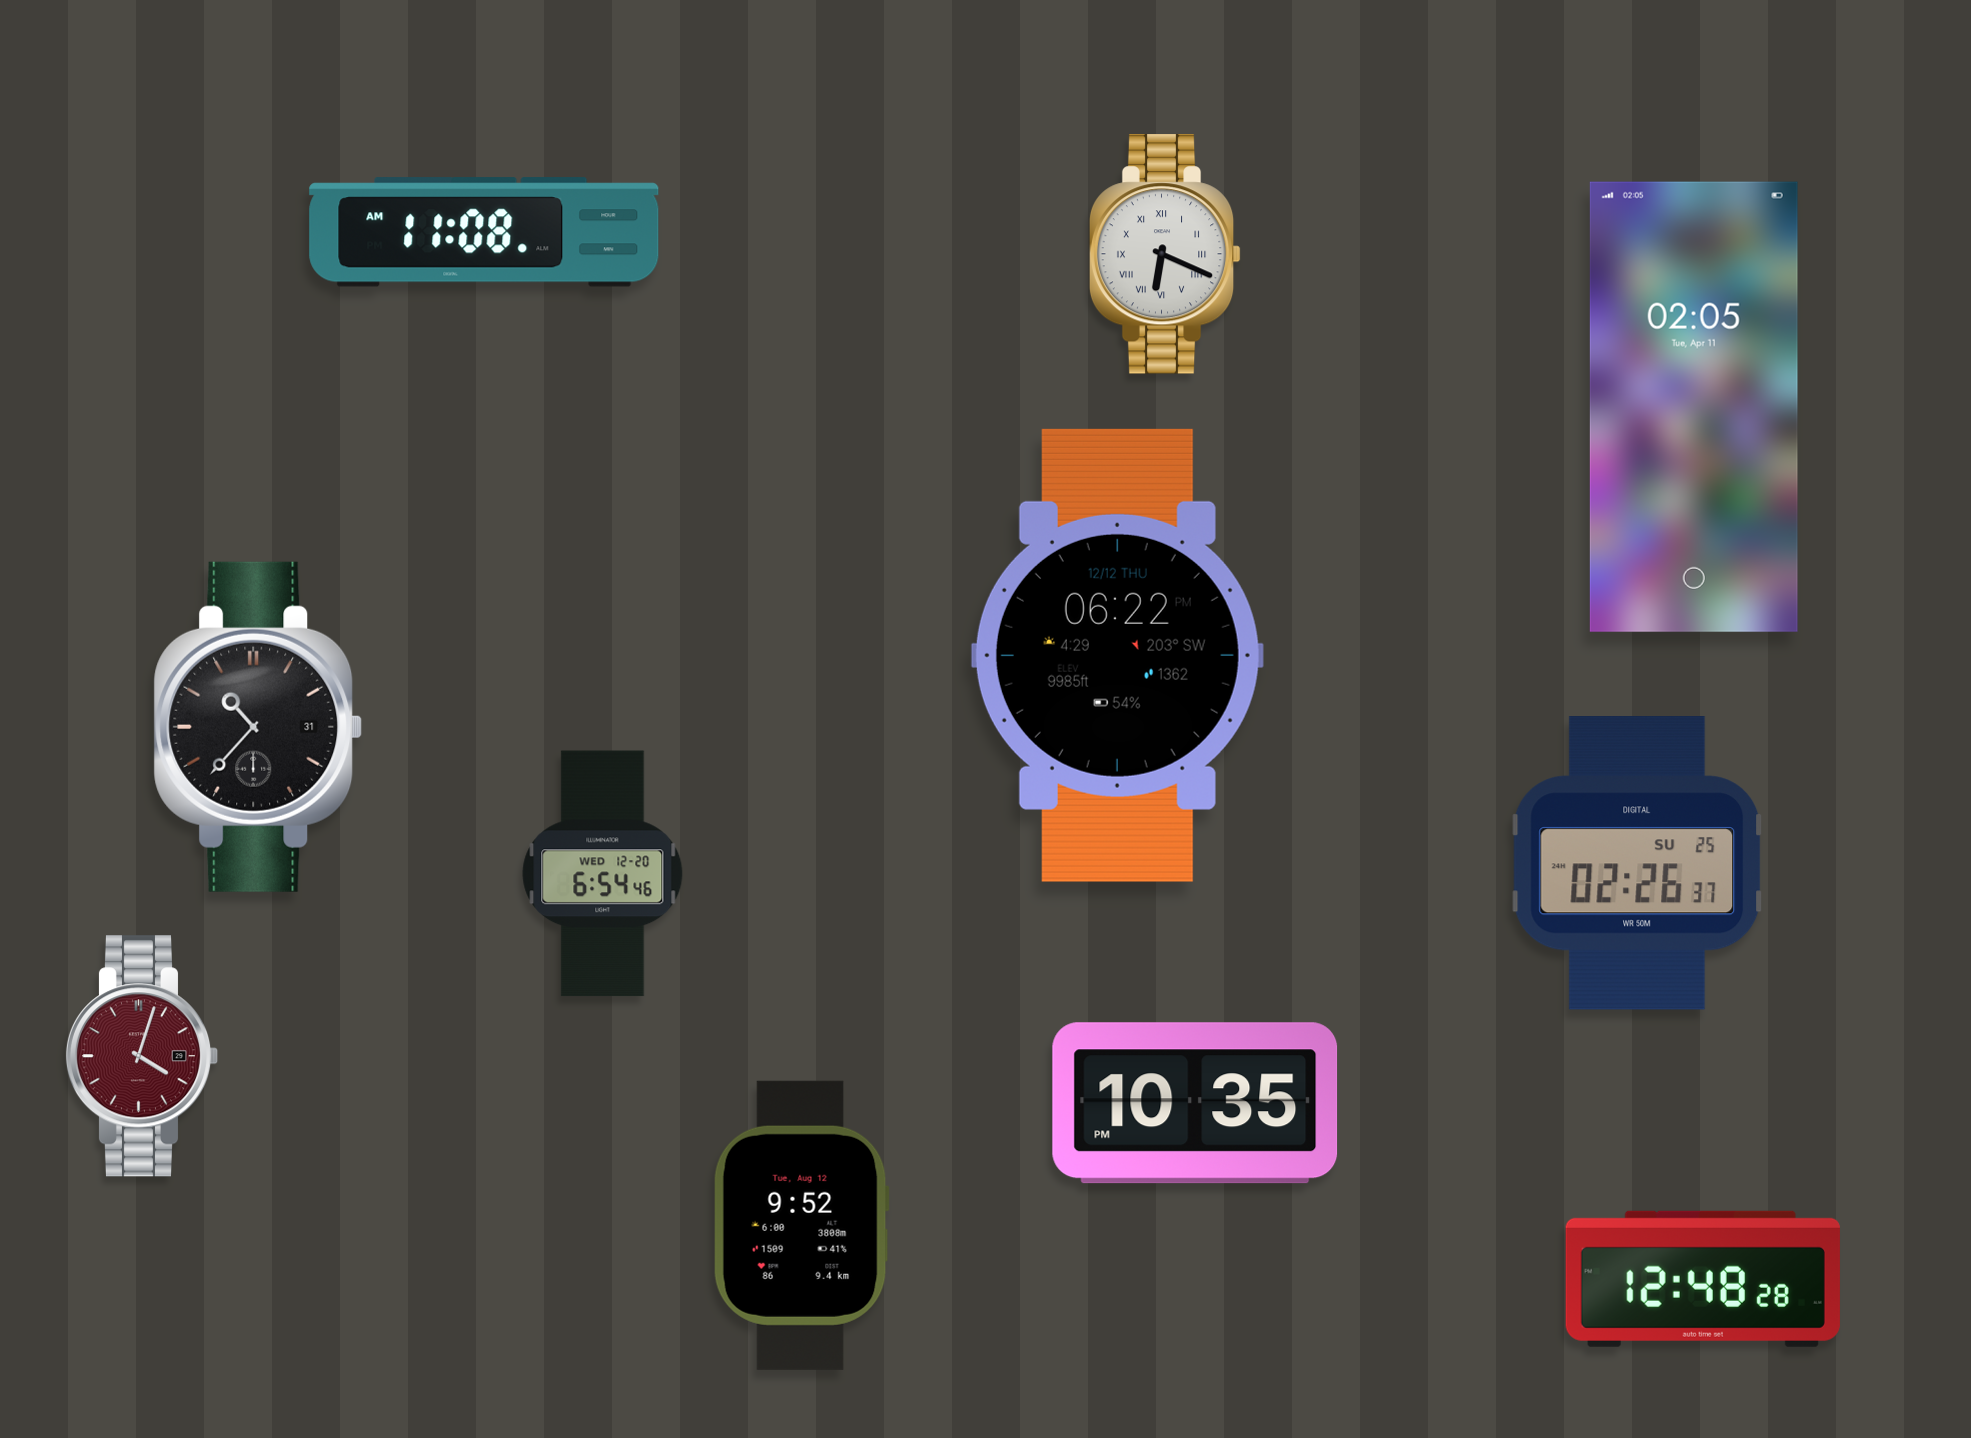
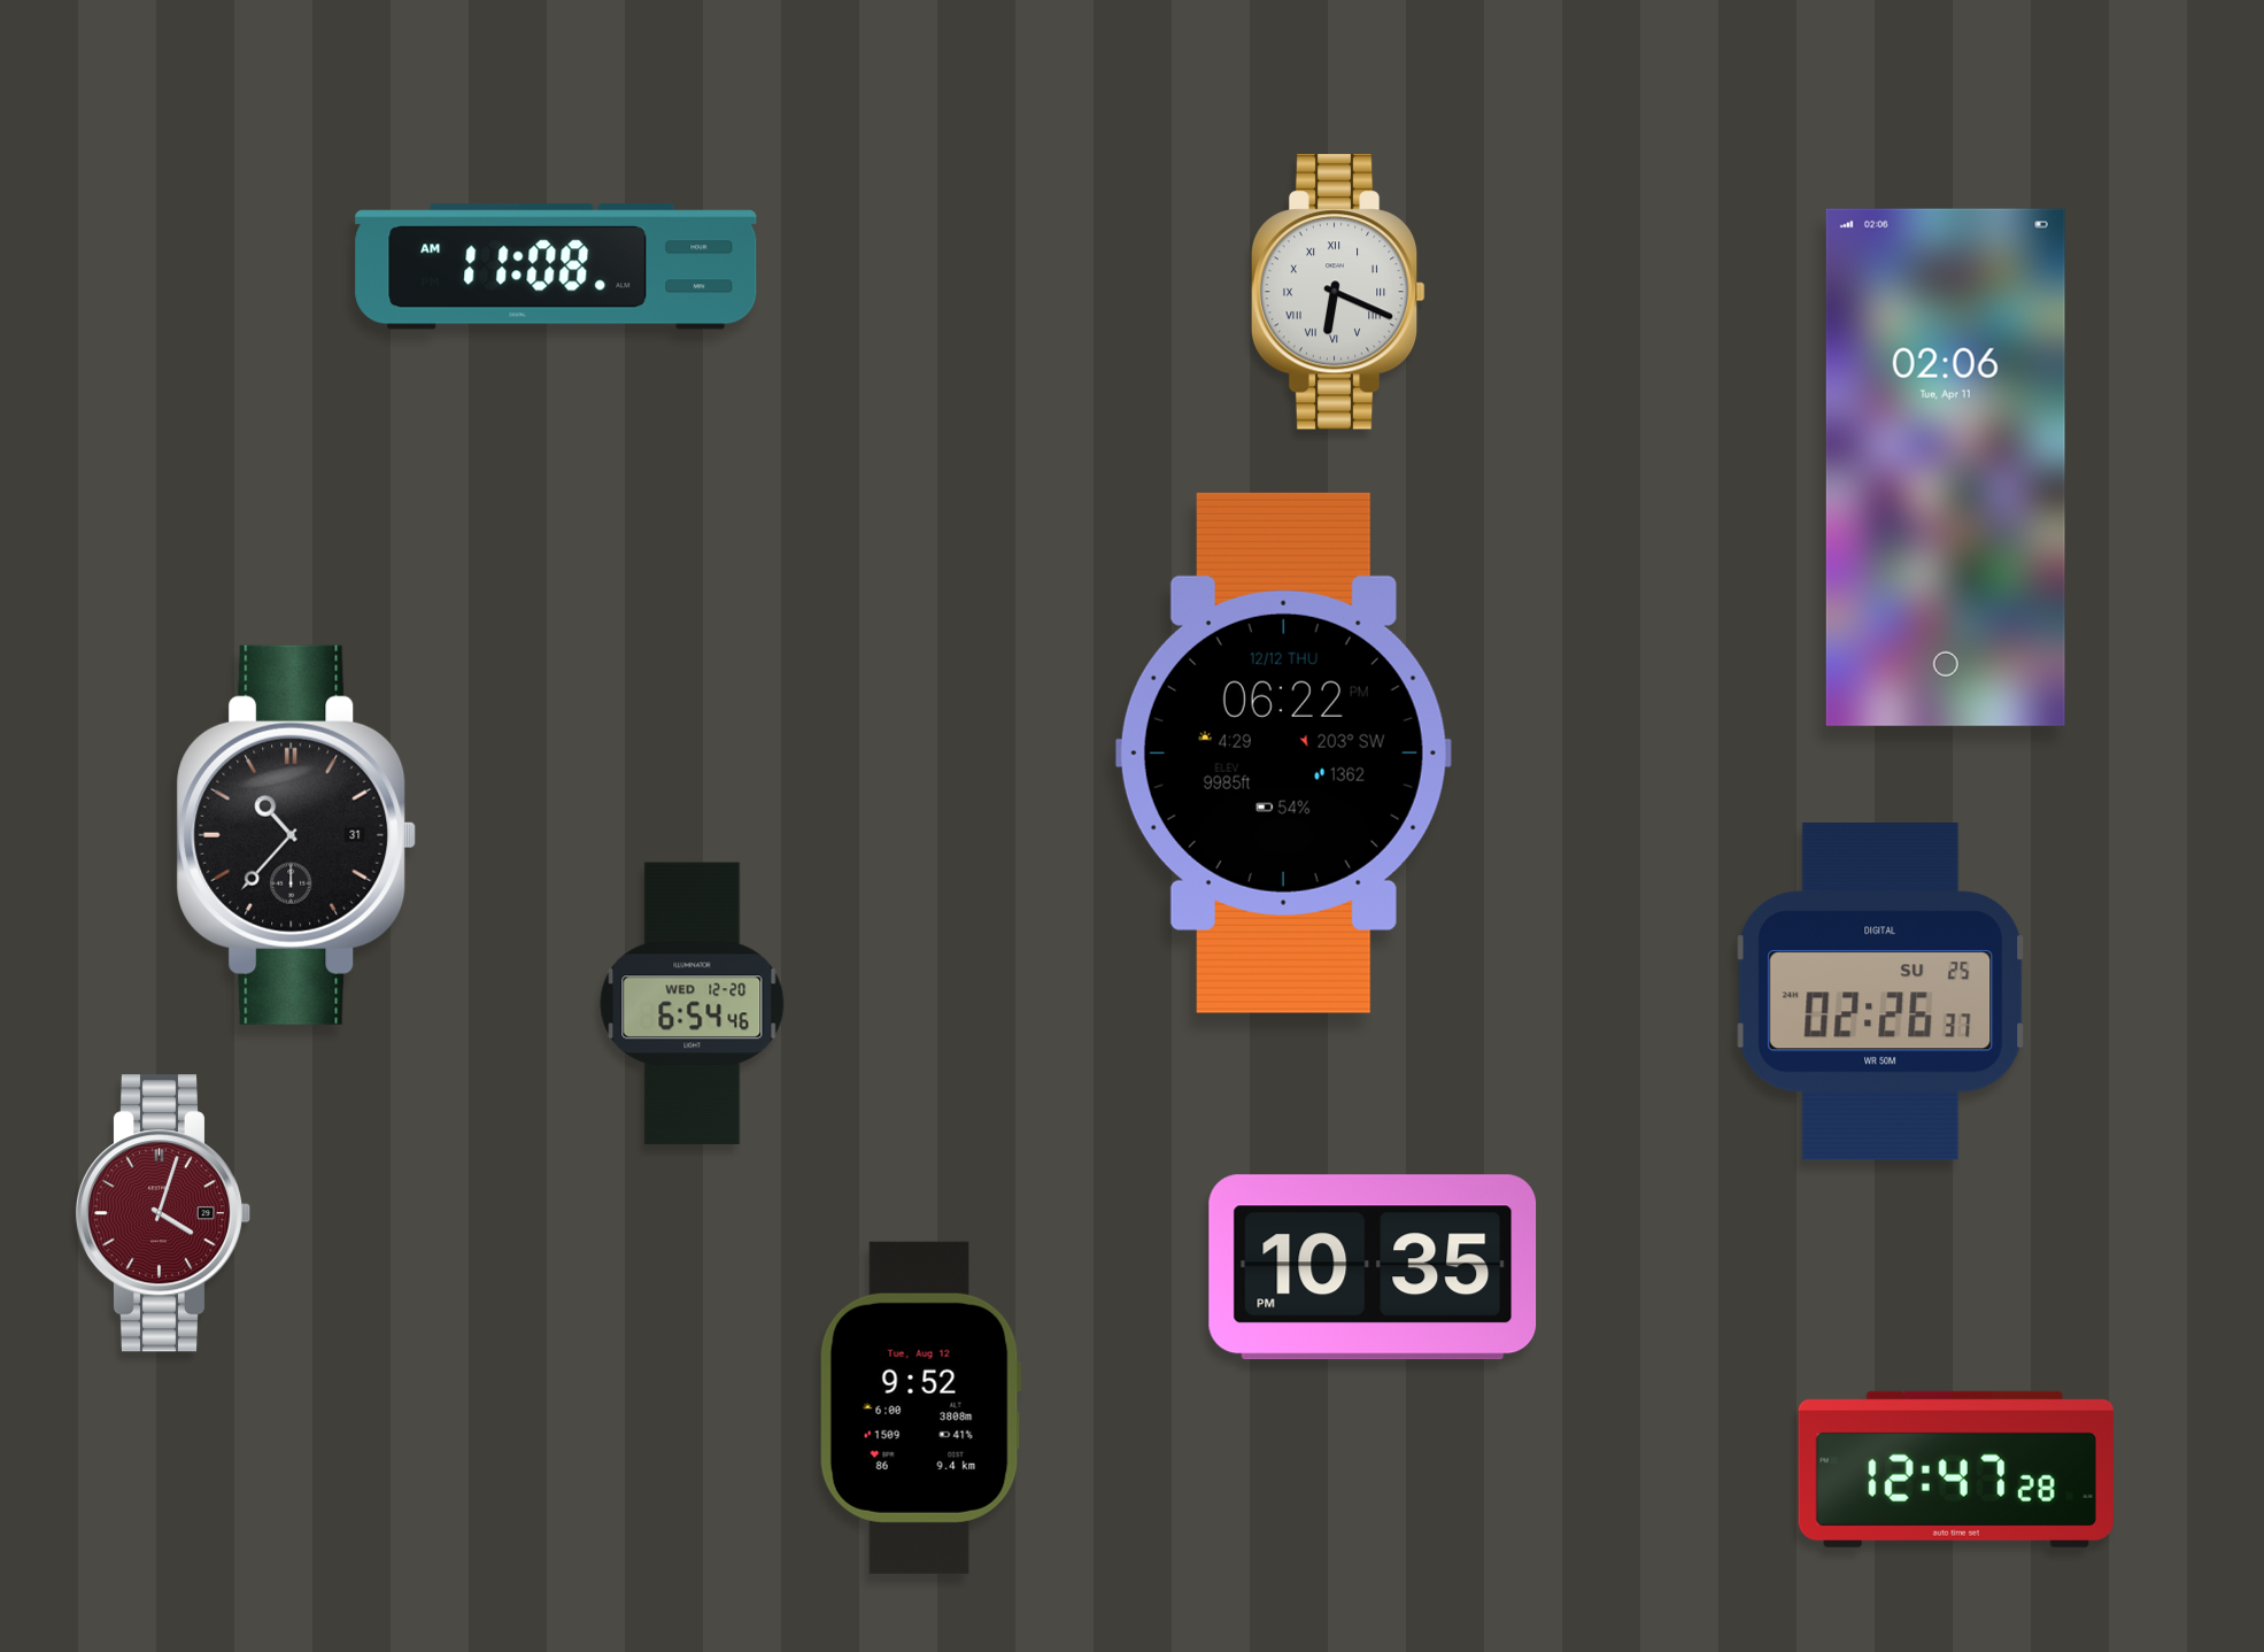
clock at (1694, 407): 02:05 -> 02:06
clock at (1703, 1279): 12:48 -> 12:47
